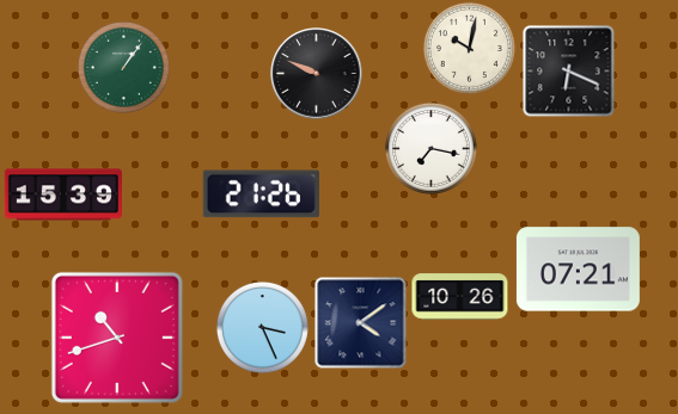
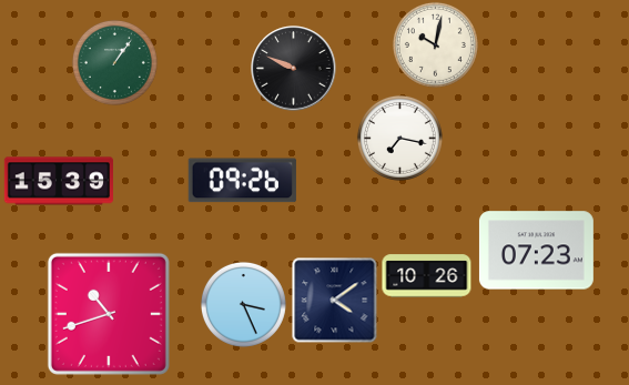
clock at (569, 72): 6:19 -> none
clock at (261, 194): 21:26 -> 09:26
clock at (578, 270): 07:21 -> 07:23
